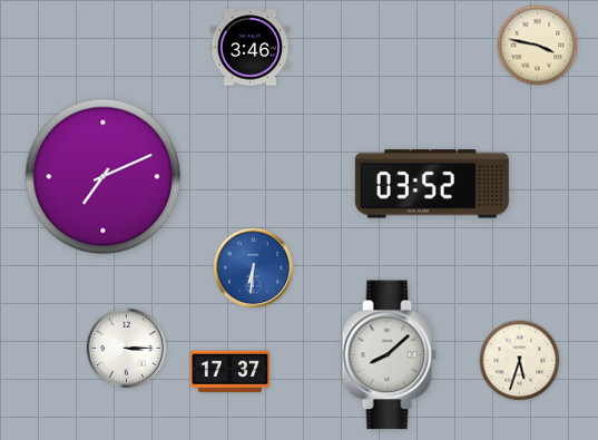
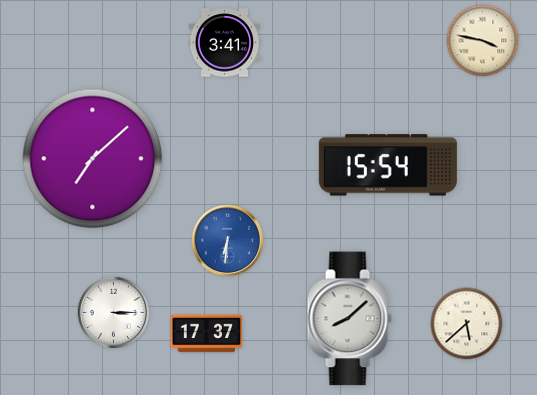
clock at (251, 48): 3:46 -> 3:41
clock at (104, 177): 7:11 -> 7:08
clock at (432, 184): 03:52 -> 15:54
clock at (520, 361): 5:33 -> 5:38
